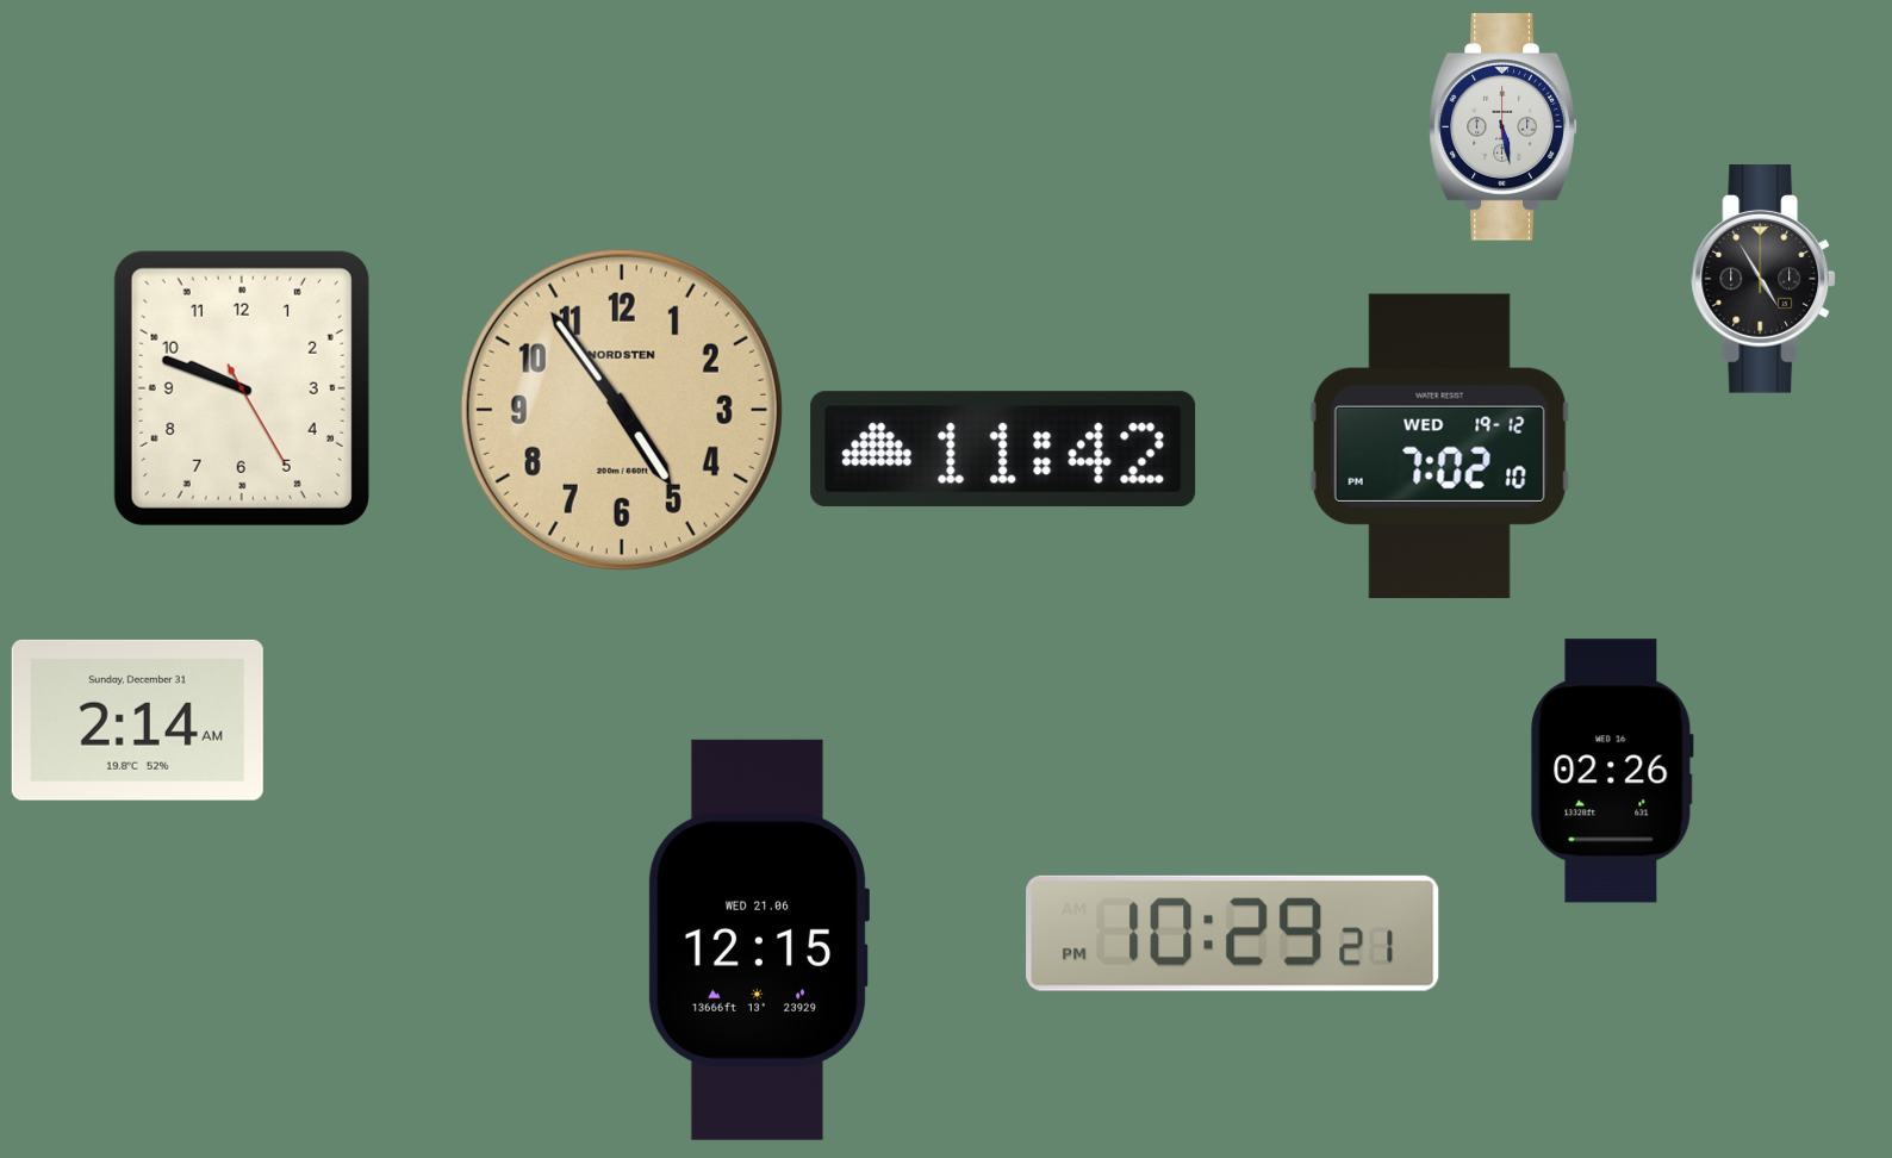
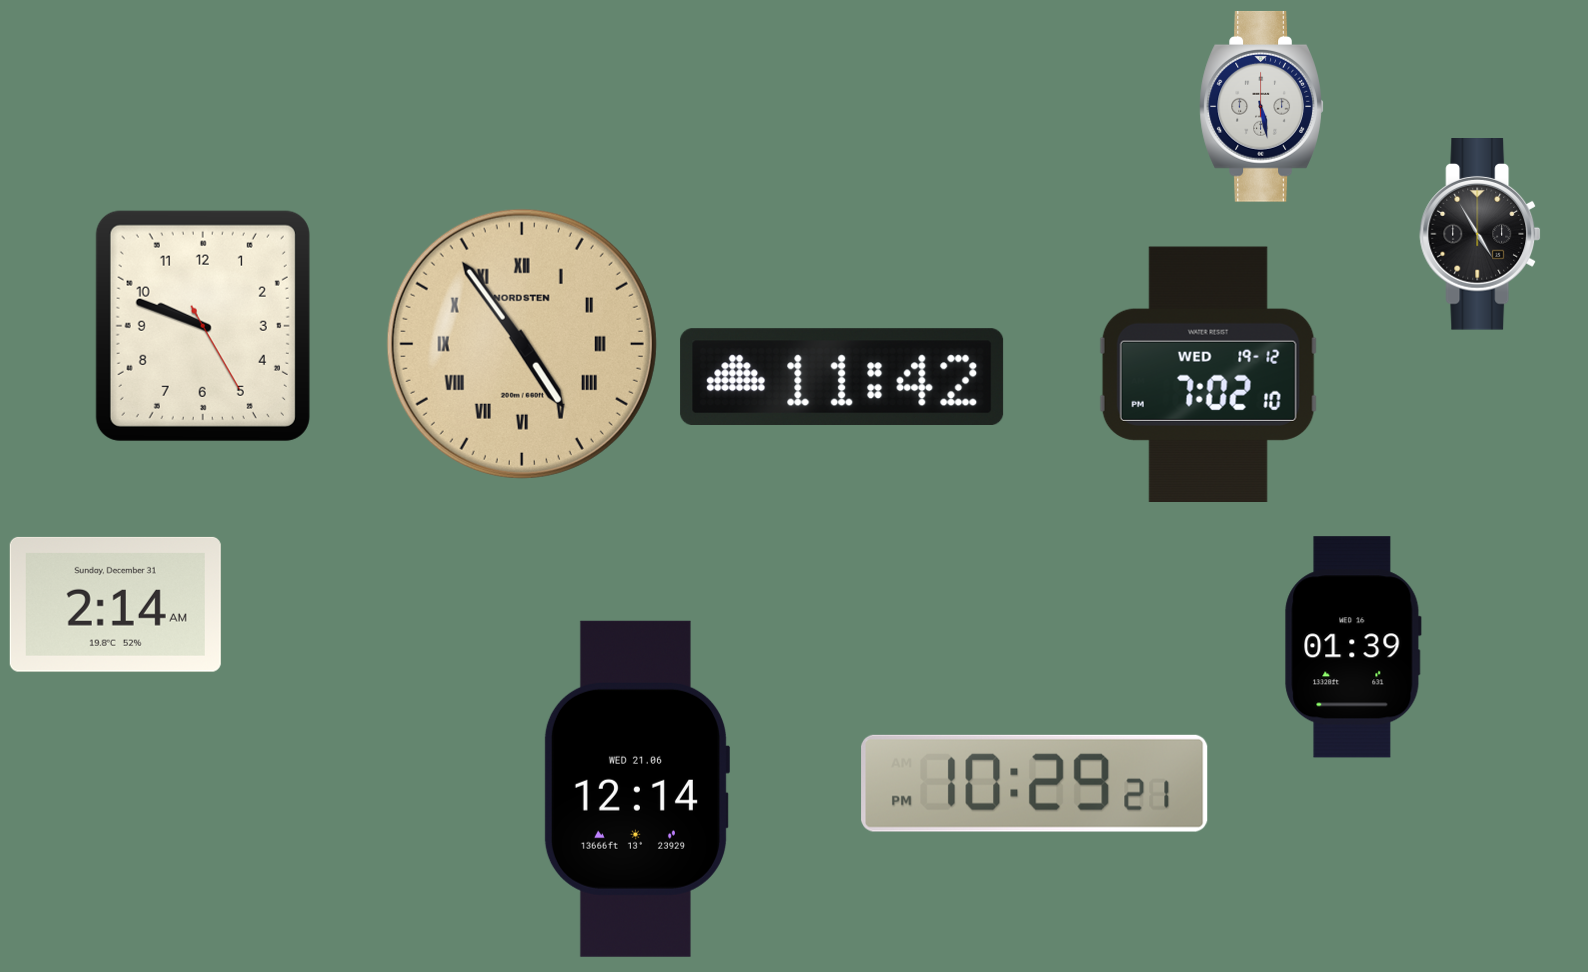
clock at (622, 410) numerals: Arabic -> Roman
clock at (1612, 771): 02:26 -> 01:39
clock at (758, 940): 12:15 -> 12:14
